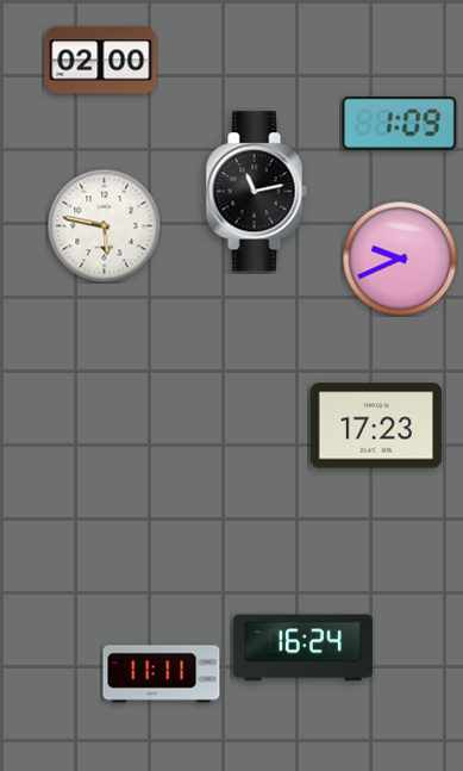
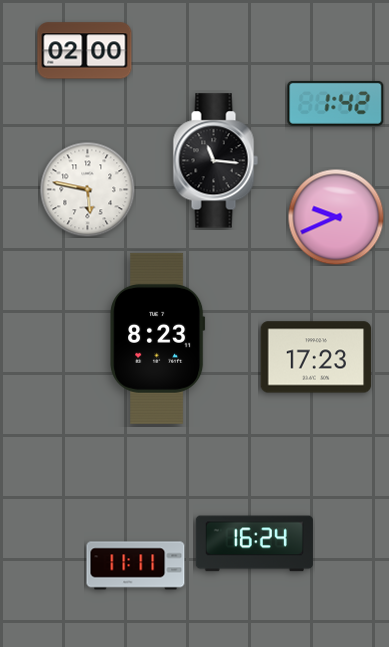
clock at (400, 123): 1:09 -> 1:42
clock at (256, 192): 11:13 -> 11:16
clock at (158, 338): none -> 8:23
